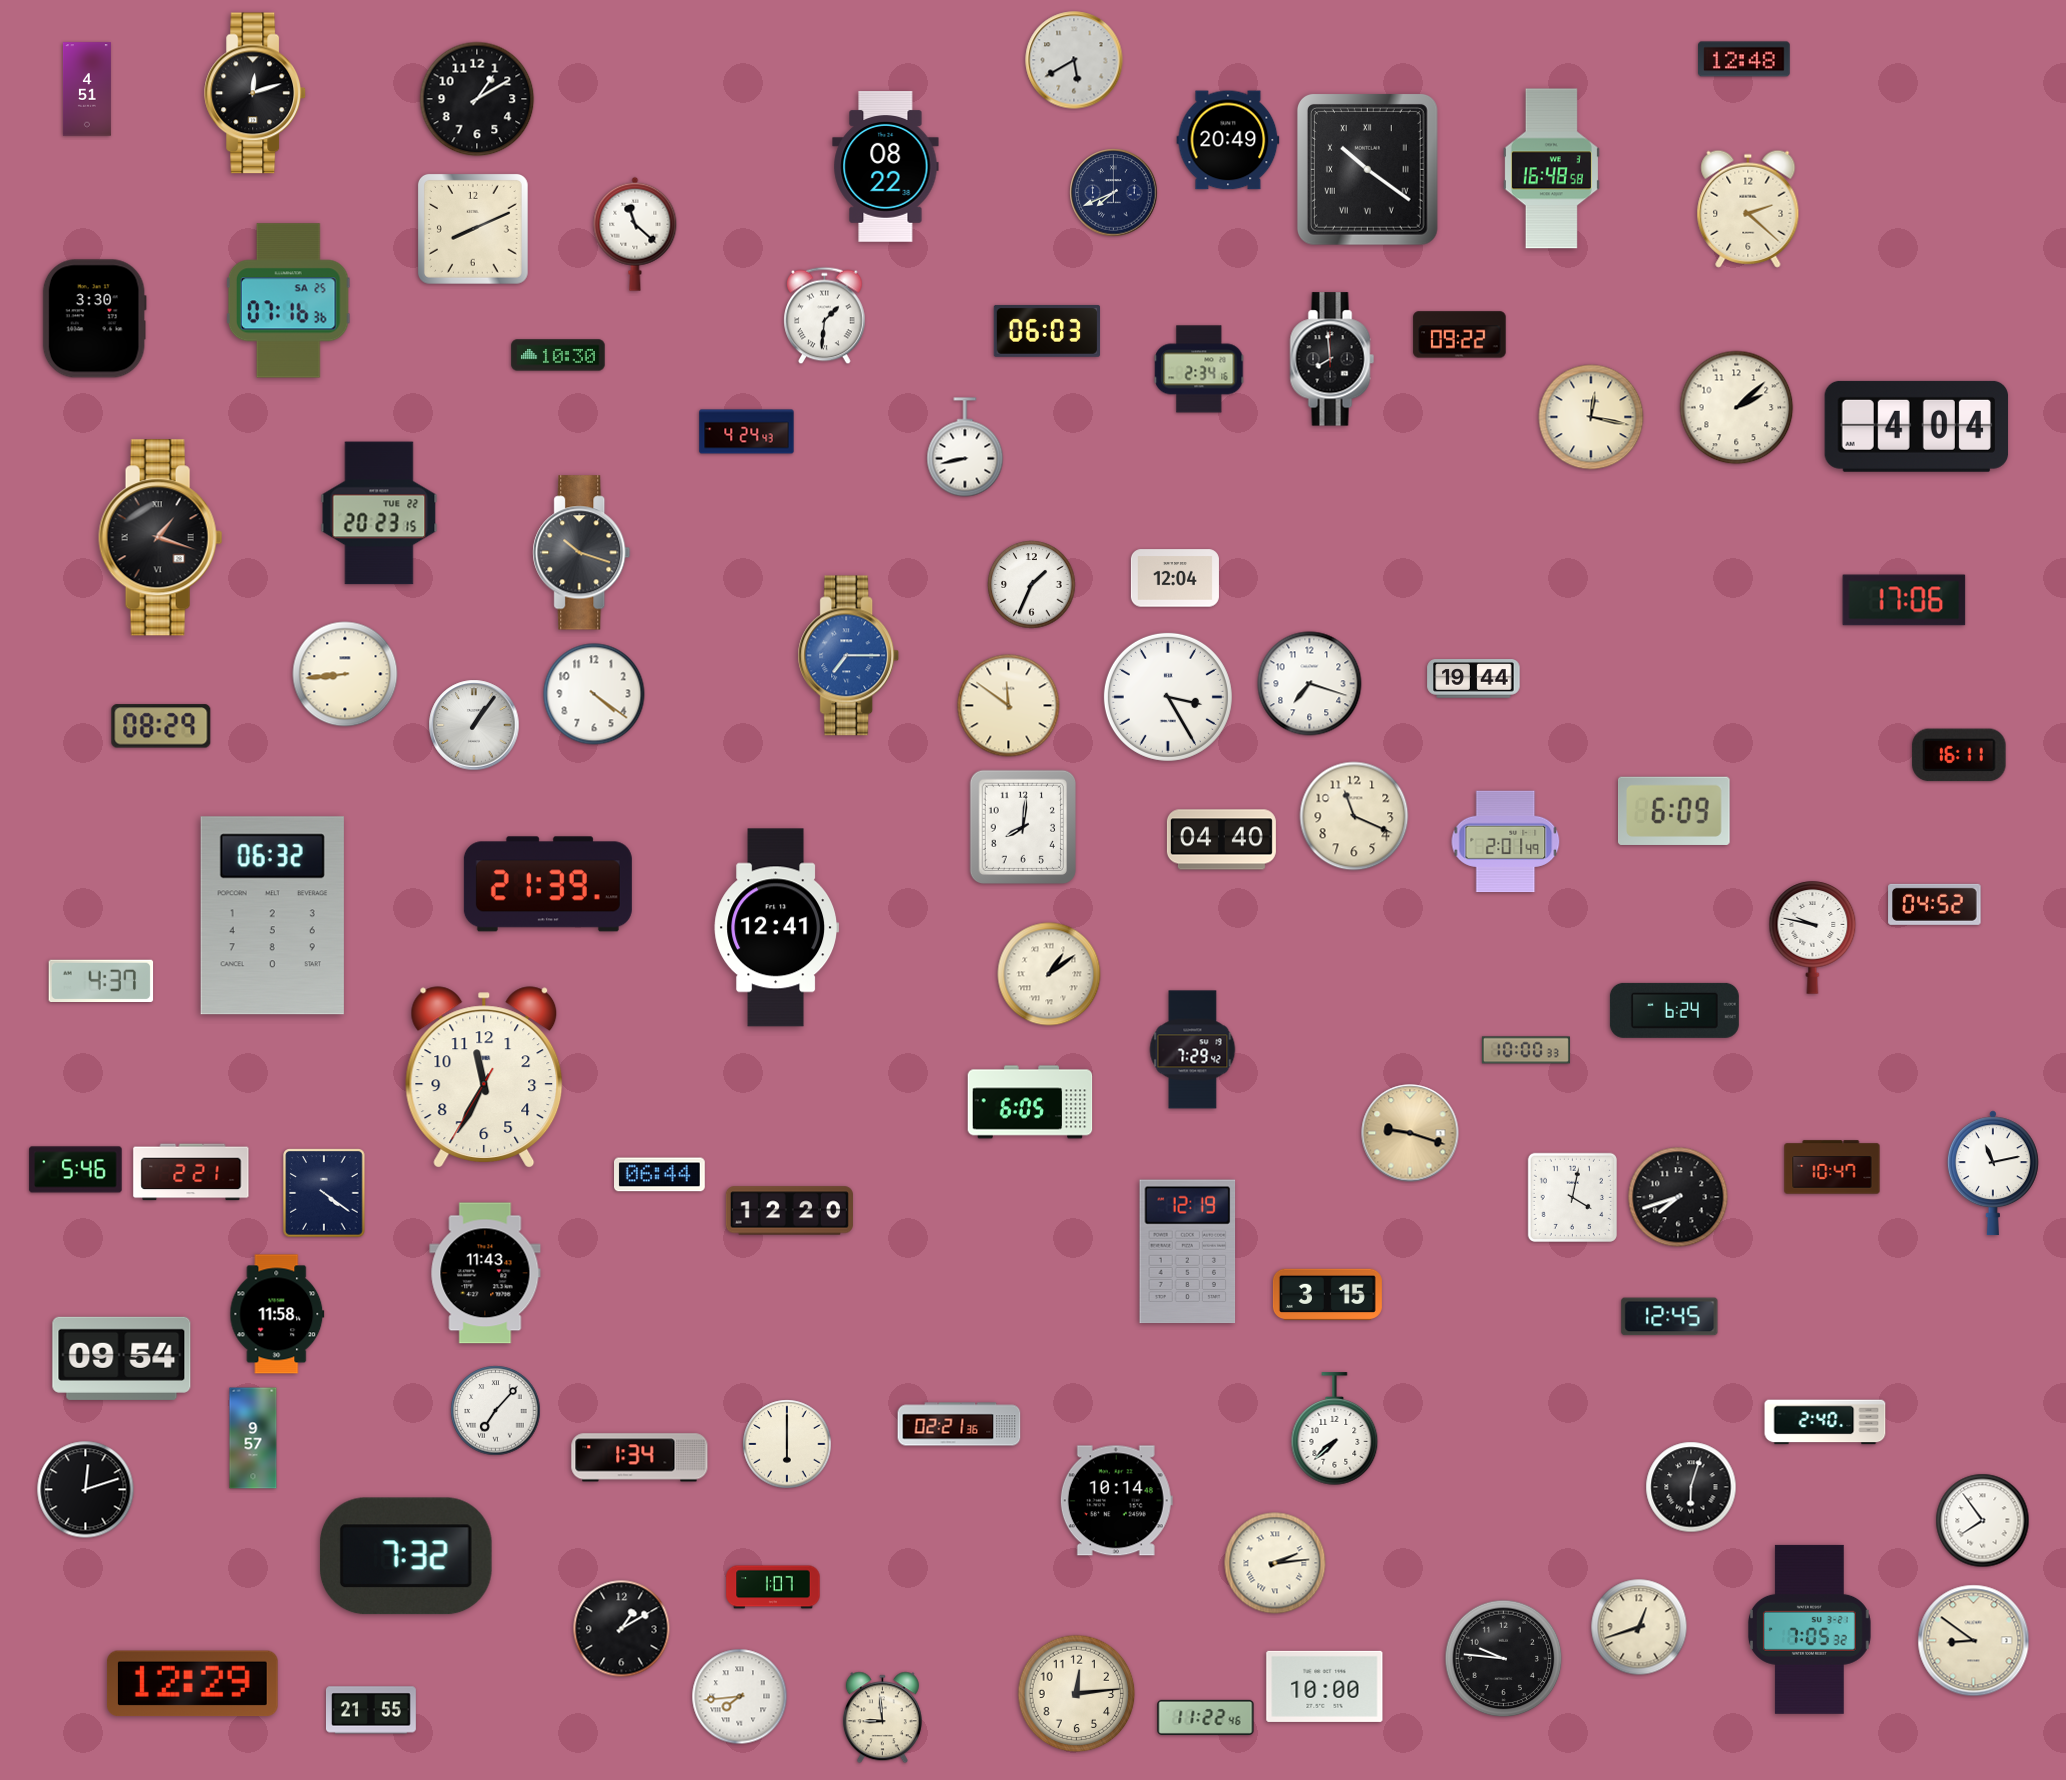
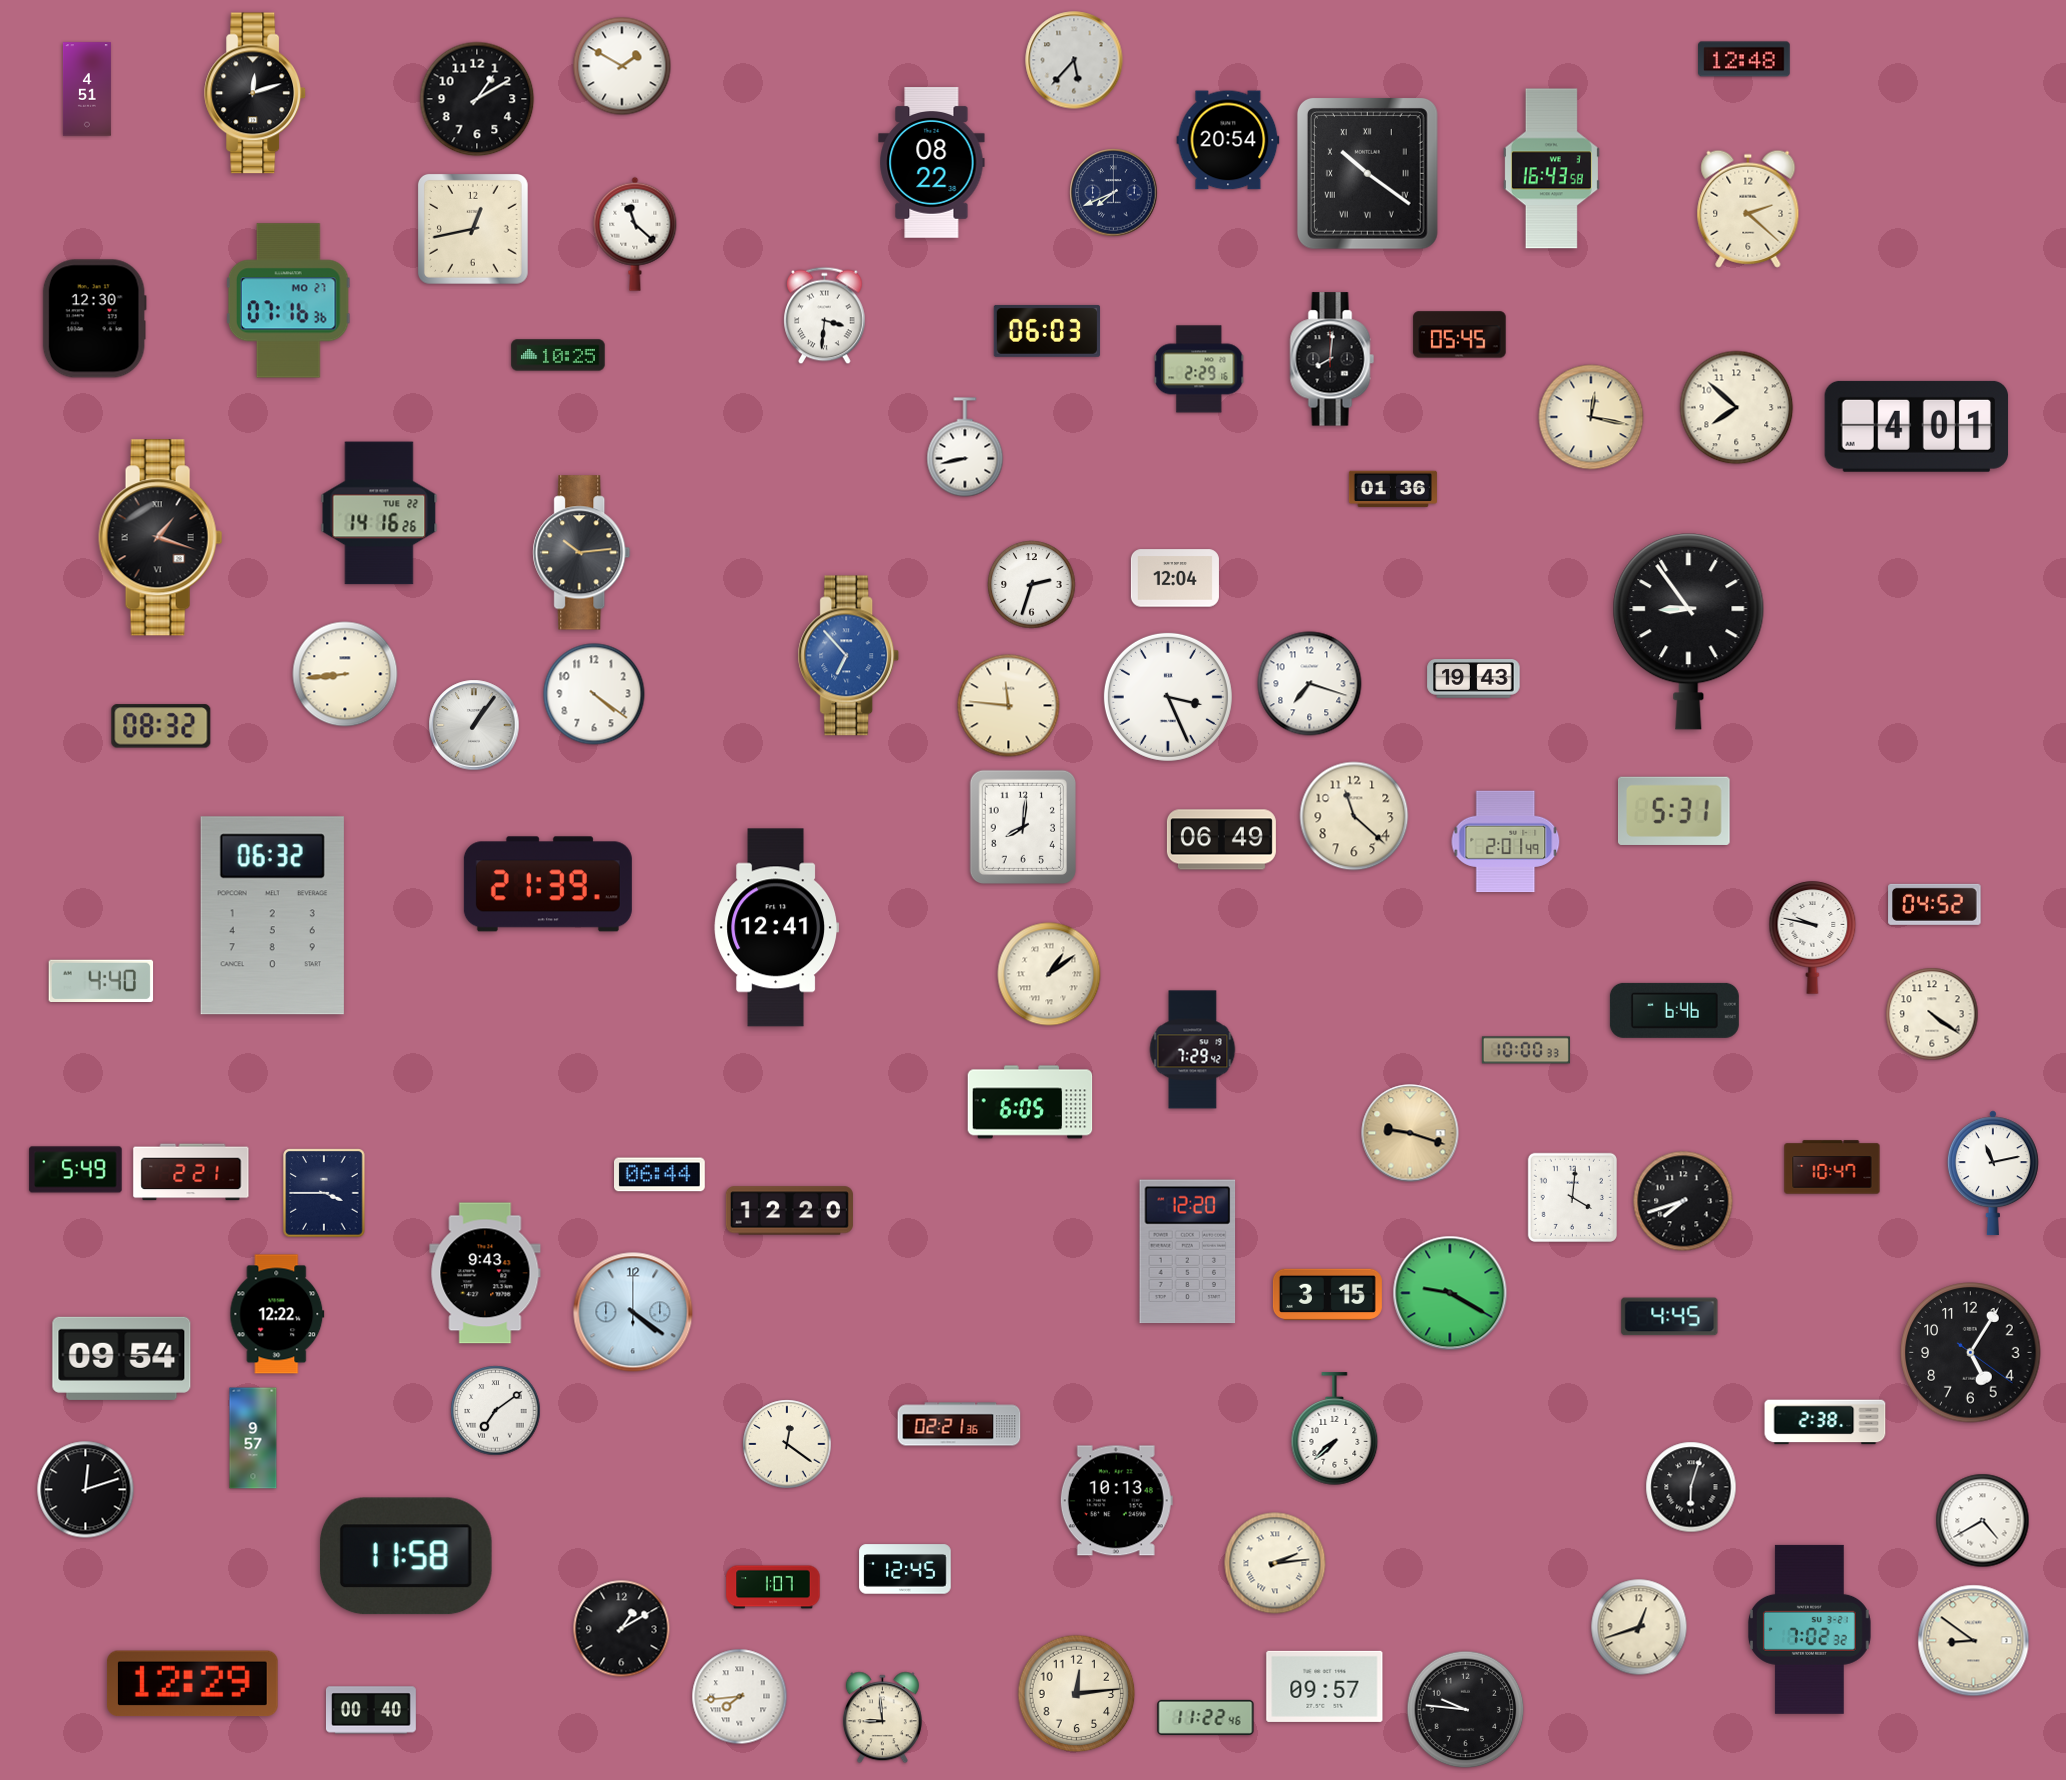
clock at (1074, 60): 5:40 -> 5:37
clock at (622, 66): none -> 1:50
clock at (1228, 140): 20:49 -> 20:54
clock at (886, 167) position: (886, 167) -> (932, 163)
clock at (1367, 169) position: (1367, 169) -> (1367, 173)
clock at (1551, 169): 16:48 -> 16:43
clock at (473, 229): 8:11 -> 12:43
clock at (288, 301) date: SA 25 -> MO 27
clock at (825, 316): 1:31 -> 3:31
clock at (94, 319): 3:30 -> 12:30
clock at (1460, 335): 09:22 -> 05:45
clock at (558, 355): 10:30 -> 10:25
clock at (1332, 359): 7:59 -> 8:01
clock at (1199, 369): 2:34 -> 2:29
clock at (1737, 408): 2:08 -> 7:52
clock at (1917, 426): 4:04 -> 4:01
clock at (747, 432): 4:24 -> none
clock at (1393, 489): none -> 01:36
clock at (379, 513): 20:23 -> 14:16
clock at (582, 553): 10:18 -> 10:14
clock at (1032, 585): 1:34 -> 2:33
clock at (1904, 600): 17:06 -> none
clock at (1689, 632): none -> 8:54
clock at (849, 656): 7:15 -> 6:53
clock at (1474, 679): 19:44 -> 19:43
clock at (1168, 697): 3:25 -> 3:26
clock at (1009, 706): 11:51 -> 11:46
clock at (161, 726): 08:29 -> 08:32
clock at (1959, 755): 16:11 -> none
clock at (1675, 811): 6:09 -> 5:31
clock at (1354, 816): 11:19 -> 11:22
clock at (1221, 840): 04:40 -> 06:49
clock at (101, 980): 4:37 -> 4:40
clock at (1674, 1010): 6:24 -> 6:46
clock at (1932, 1014): none -> 4:21
clock at (484, 1077): 11:34 -> none
clock at (76, 1170): 5:46 -> 5:49
clock at (324, 1193): 4:21 -> 3:45
clock at (1572, 1197): 4:02 -> 4:01
clock at (1678, 1197) position: (1678, 1197) -> (1683, 1201)
clock at (1188, 1252): 12:19 -> 12:20
clock at (485, 1273): 11:43 -> 9:43
clock at (1450, 1293): none -> 9:20
clock at (633, 1312): none -> 4:21
clock at (277, 1314): 11:58 -> 12:22
clock at (1670, 1317): 12:45 -> 4:45
clock at (1971, 1353): none -> 5:05
clock at (496, 1411): 7:07 -> 7:09
clock at (1825, 1422): 2:40 -> 2:38
clock at (787, 1444): 6:00 -> 12:21
clock at (640, 1458): 1:34 -> none
clock at (1116, 1501): 10:14 -> 10:13
clock at (1983, 1521): 7:54 -> 4:40
clock at (406, 1556): 7:32 -> 11:58
clock at (905, 1569): none -> 12:45
clock at (1809, 1629): 7:05 -> 7:02
clock at (1504, 1659) position: (1504, 1659) -> (1466, 1710)
clock at (1325, 1686): 10:00 -> 09:57
clock at (371, 1710): 21:55 -> 00:40
